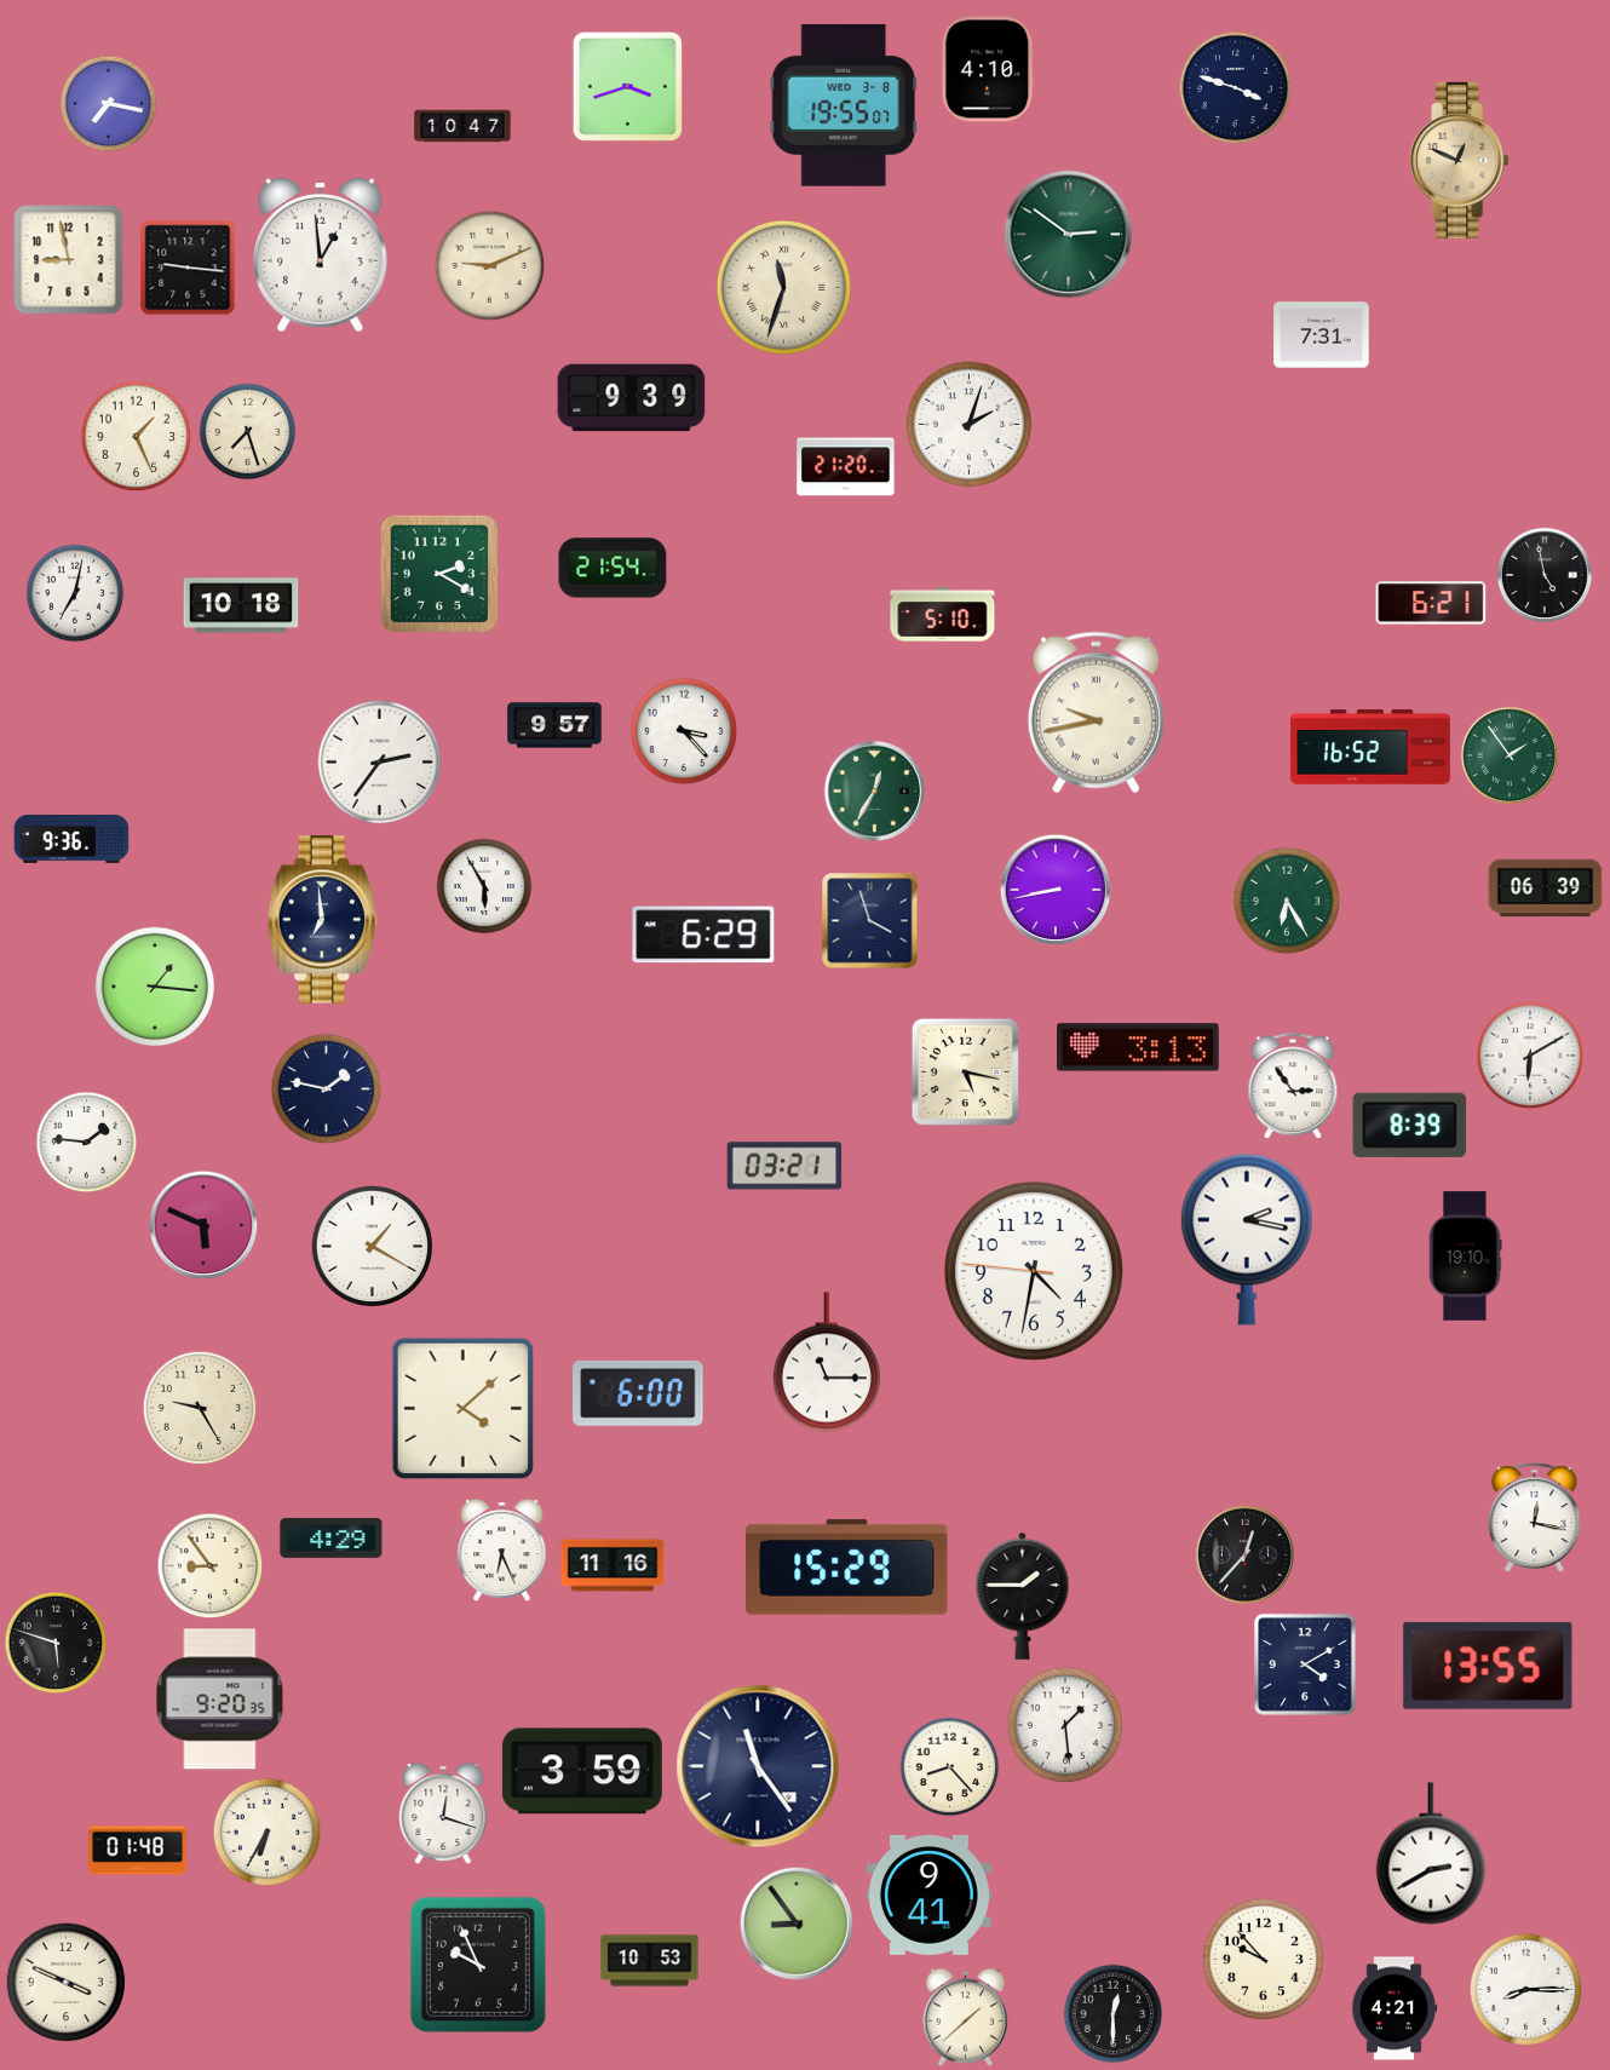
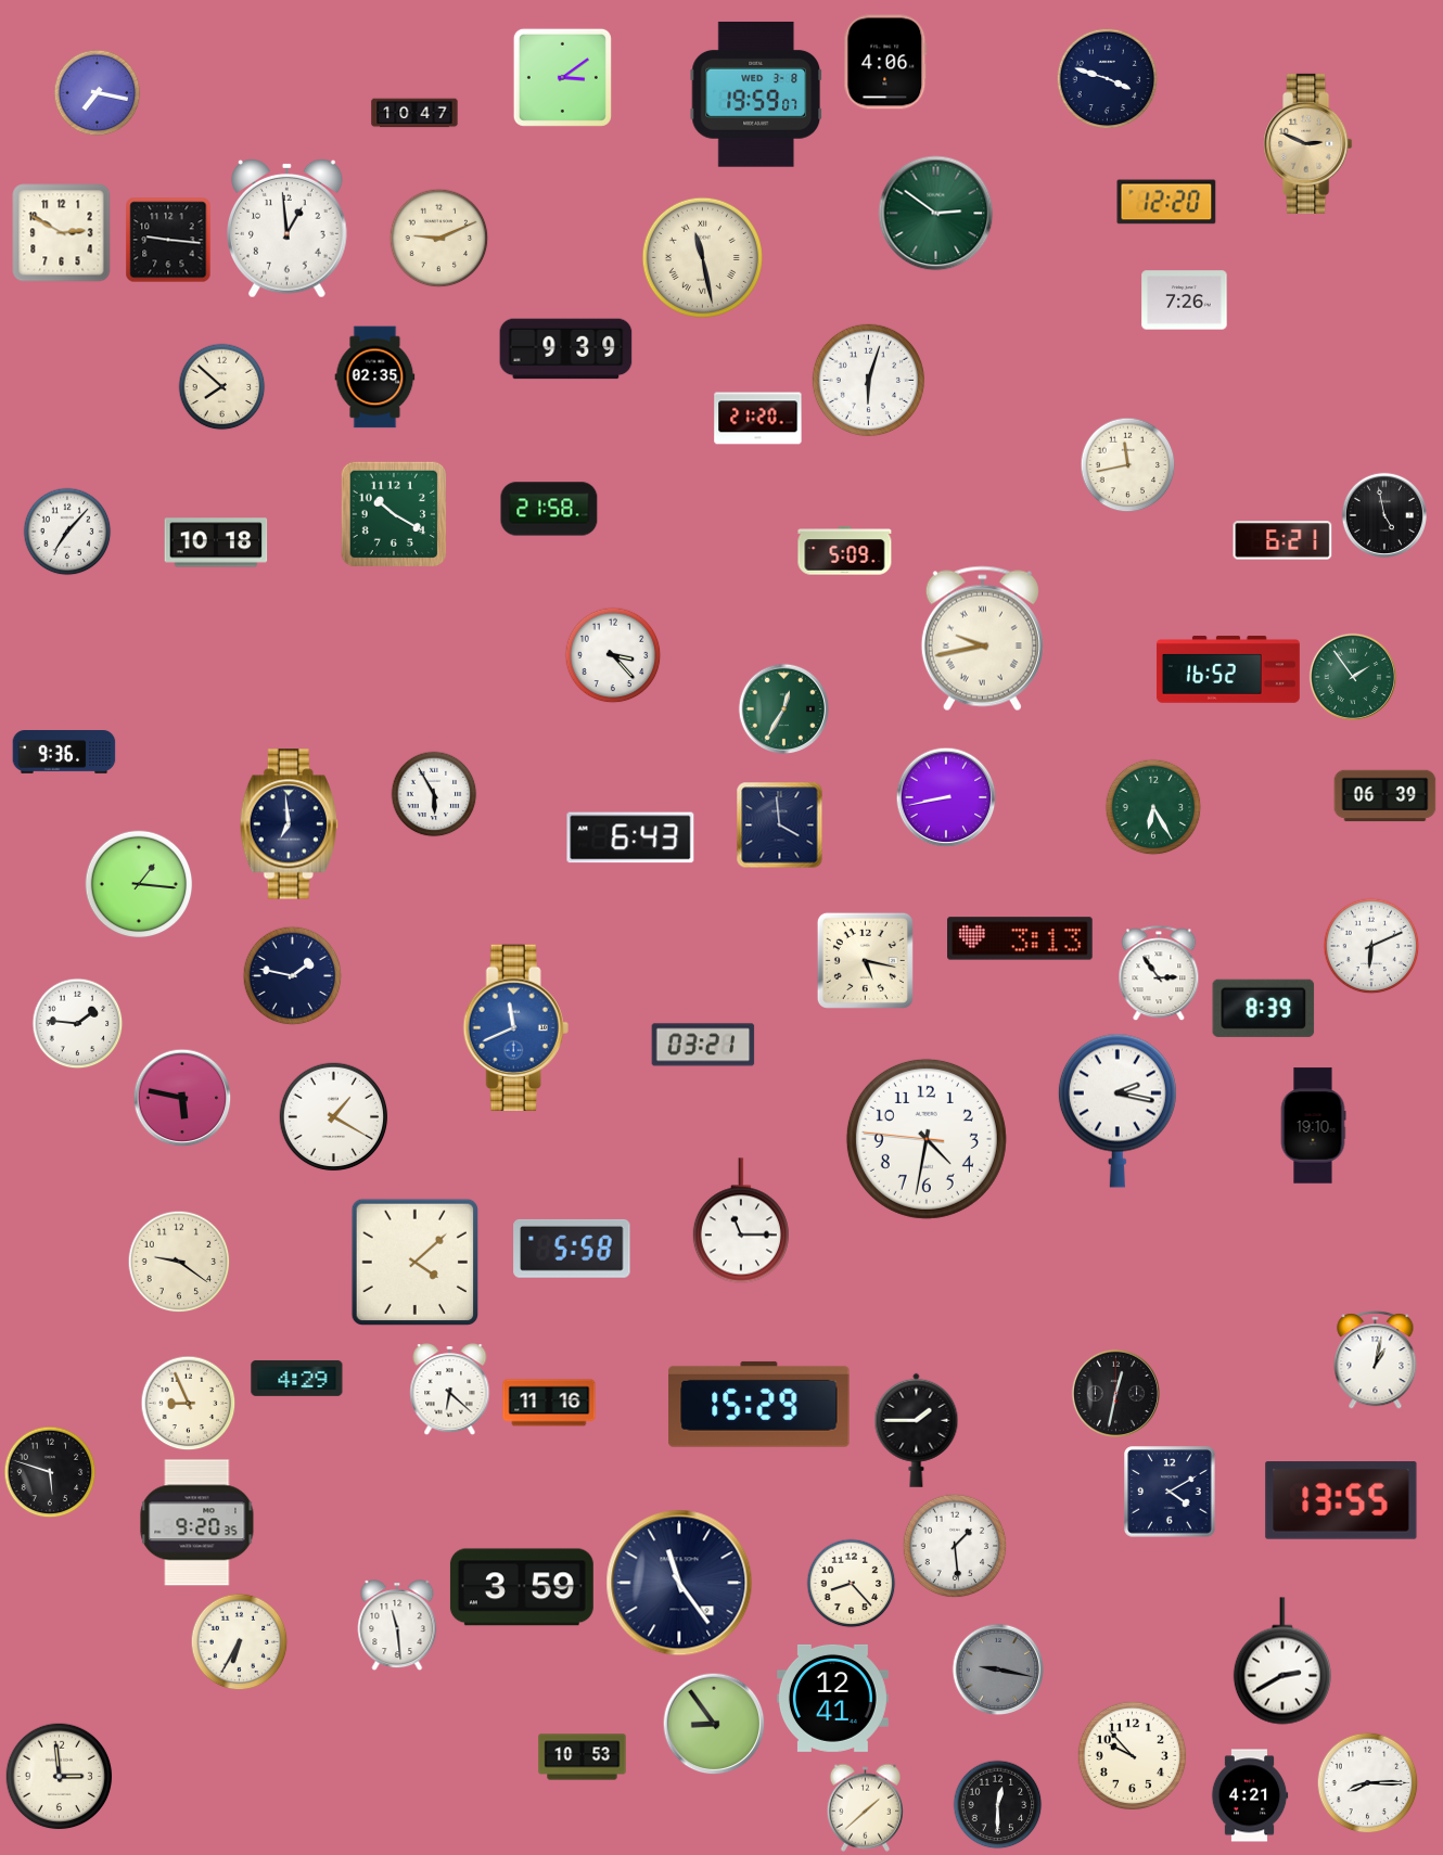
clock at (988, 69): 4:10 -> 4:06
clock at (627, 86): 3:42 -> 3:09
clock at (843, 105): 19:55 -> 19:59
clock at (1460, 160): 12:49 -> 2:49
clock at (1166, 202): none -> 12:20
clock at (1069, 235) position: (1069, 235) -> (936, 214)
clock at (69, 260): 8:58 -> 2:50
clock at (783, 287): 11:33 -> 11:28
clock at (1322, 335): 7:31 -> 7:26
clock at (632, 398) position: (632, 398) -> (566, 349)
clock at (375, 378): none -> 02:35
clock at (970, 425): 2:03 -> 6:03
clock at (248, 432): 7:27 -> 7:52
clock at (137, 437): 1:26 -> none
clock at (1128, 465): none -> 11:43
clock at (613, 568): 21:54 -> 21:58
clock at (439, 574): 2:20 -> 10:20
clock at (75, 593): 7:02 -> 7:07
clock at (943, 615): 5:10 -> 5:09
clock at (554, 725): 9:57 -> none
clock at (380, 763): 2:36 -> none
clock at (870, 921): 3:57 -> 3:59
clock at (703, 935): 6:29 -> 6:43
clock at (1530, 1056): 6:10 -> 6:11
clock at (515, 1028): none -> 11:41
clock at (203, 1225): 5:49 -> 5:47
clock at (638, 1393): 6:00 -> 5:58
clock at (200, 1408): 9:25 -> 9:21
clock at (1535, 1518): 12:17 -> 1:02
clock at (502, 1551): 6:26 -> 6:22
clock at (1246, 1556): 12:37 -> 12:32
clock at (211, 1566): 8:54 -> 8:56
clock at (1488, 1666) position: (1488, 1666) -> (1341, 1500)
clock at (443, 1815): 12:18 -> 11:29
clock at (138, 1851): 01:48 -> none
clock at (998, 1669): none -> 9:17
clock at (928, 1894): 9:41 -> 12:41
clock at (478, 1965): 9:56 -> none
clock at (67, 1983): 3:49 -> 2:59
clock at (1395, 2008) position: (1395, 2008) -> (1250, 1795)
